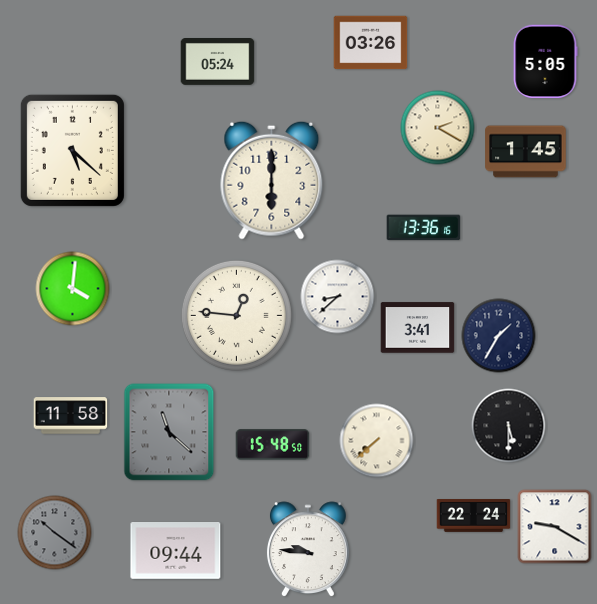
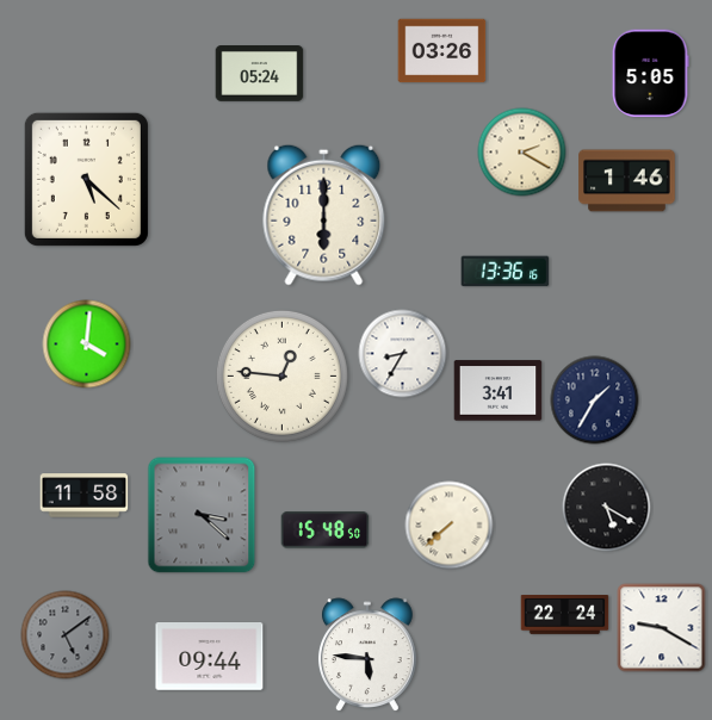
clock at (526, 152): 1:45 -> 1:46
clock at (338, 297): 8:38 -> 8:35
clock at (509, 426): 5:30 -> 5:20
clock at (169, 432): 11:22 -> 3:22
clock at (55, 533): 10:21 -> 5:09
clock at (308, 549): 9:46 -> 5:46
